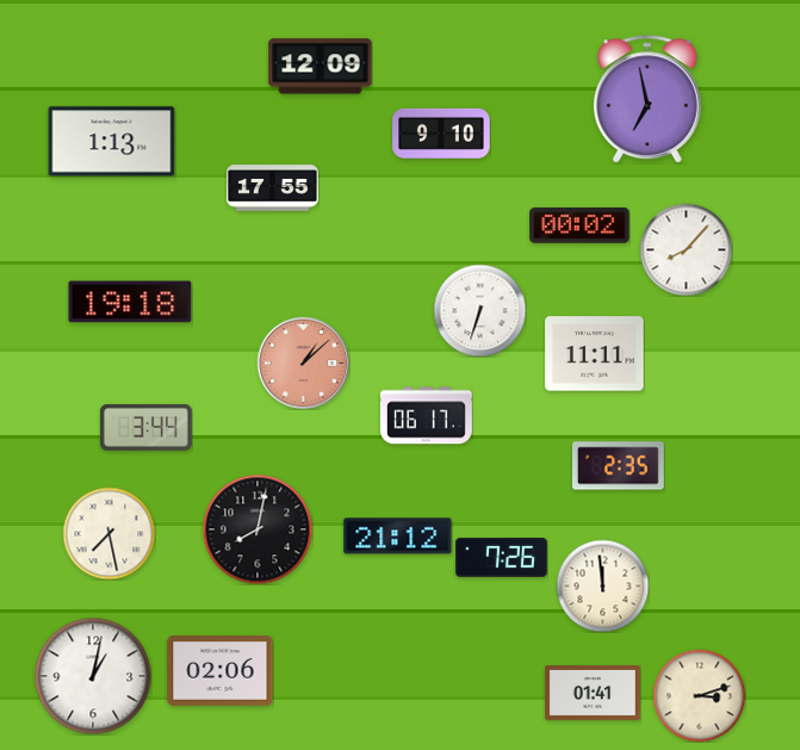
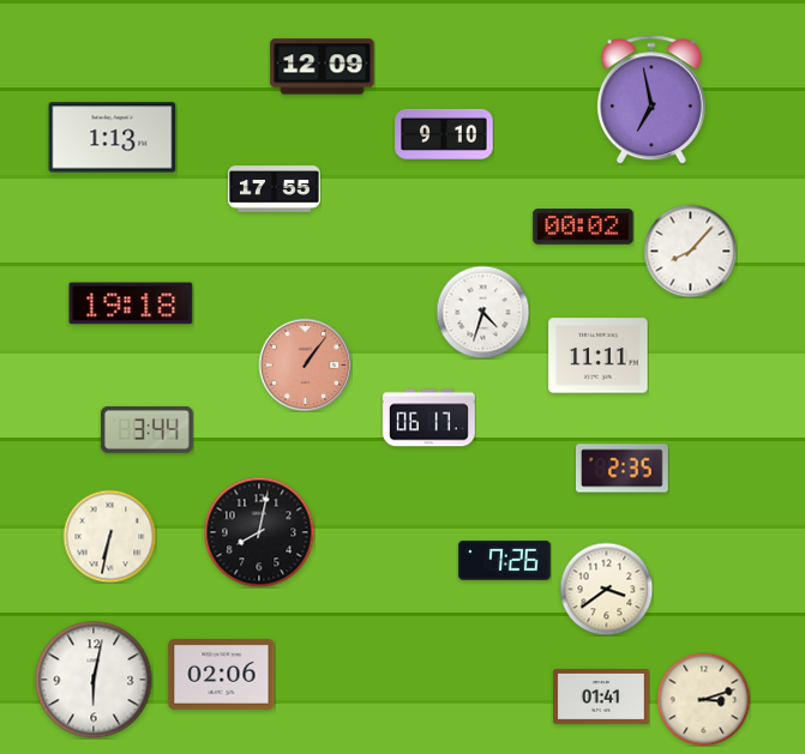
clock at (112, 142) position: (112, 142) -> (113, 138)
clock at (479, 310): 6:33 -> 4:33
clock at (303, 362): 1:08 -> 1:06
clock at (108, 533): 7:28 -> 6:32
clock at (398, 537): 21:12 -> none
clock at (602, 585): 11:59 -> 3:39
clock at (93, 676): 1:02 -> 6:02
clock at (593, 693) position: (593, 693) -> (601, 696)
